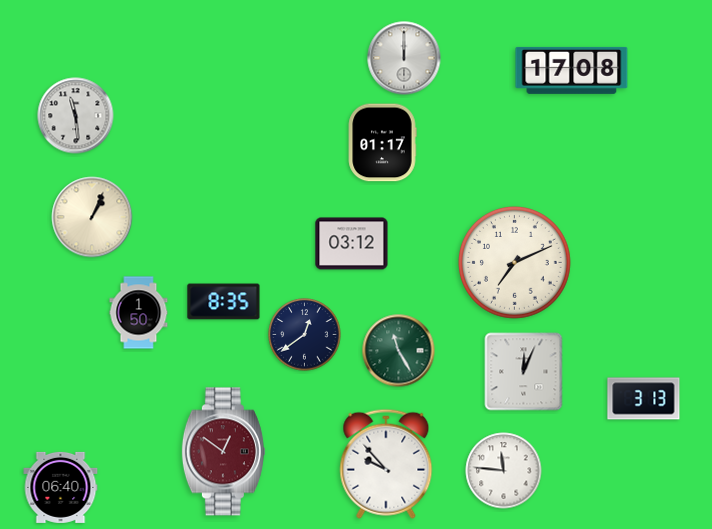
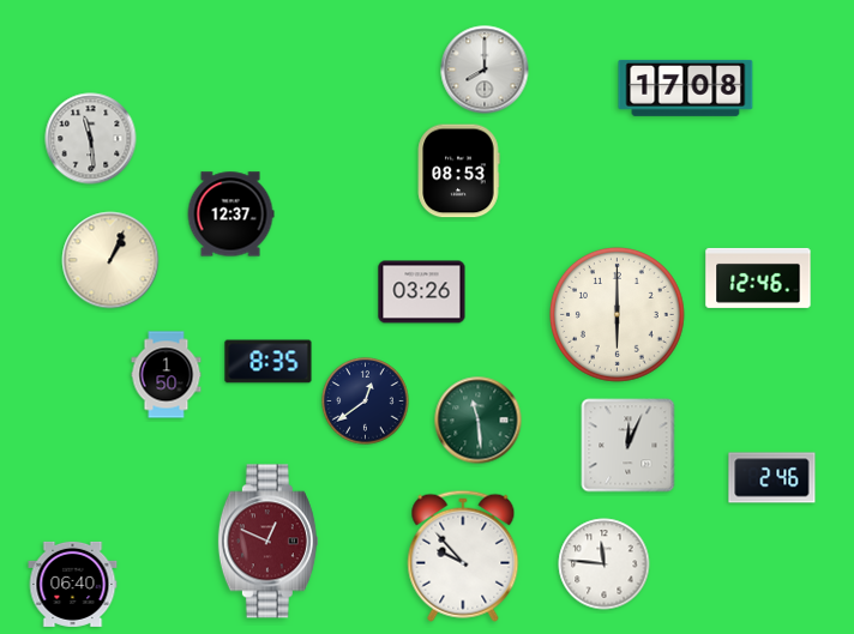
clock at (404, 58): 12:00 -> 8:00
clock at (572, 70) position: (572, 70) -> (686, 87)
clock at (382, 143): 01:17 -> 08:53
clock at (230, 215): none -> 12:37
clock at (758, 278): none -> 12:46
clock at (352, 244): 03:12 -> 03:26
clock at (514, 262): 7:11 -> 6:00
clock at (399, 351): 11:25 -> 11:29
clock at (644, 399): 3:13 -> 2:46
clock at (223, 452): 12:51 -> 12:49
